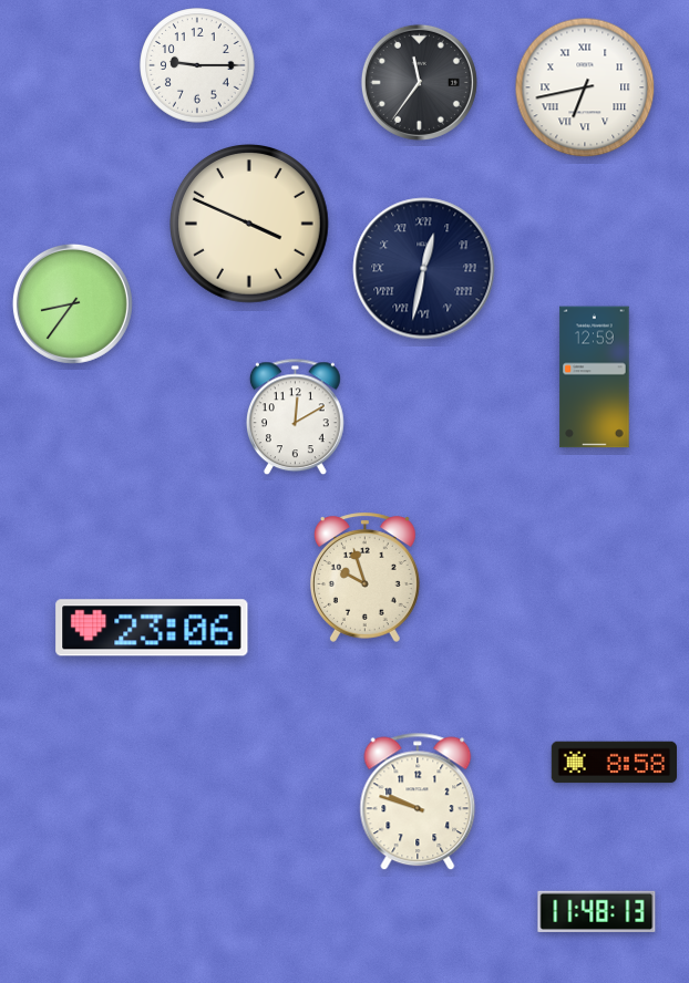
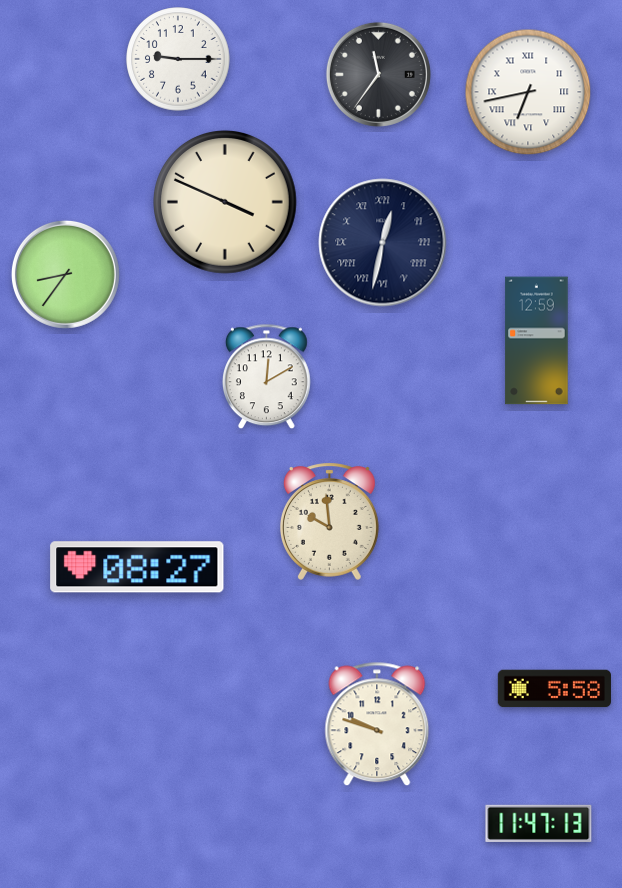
clock at (585, 87) position: (585, 87) -> (528, 92)
clock at (364, 577): 9:57 -> 9:59
clock at (152, 628): 23:06 -> 08:27
clock at (614, 763): 8:58 -> 5:58
clock at (597, 911): 11:48 -> 11:47
